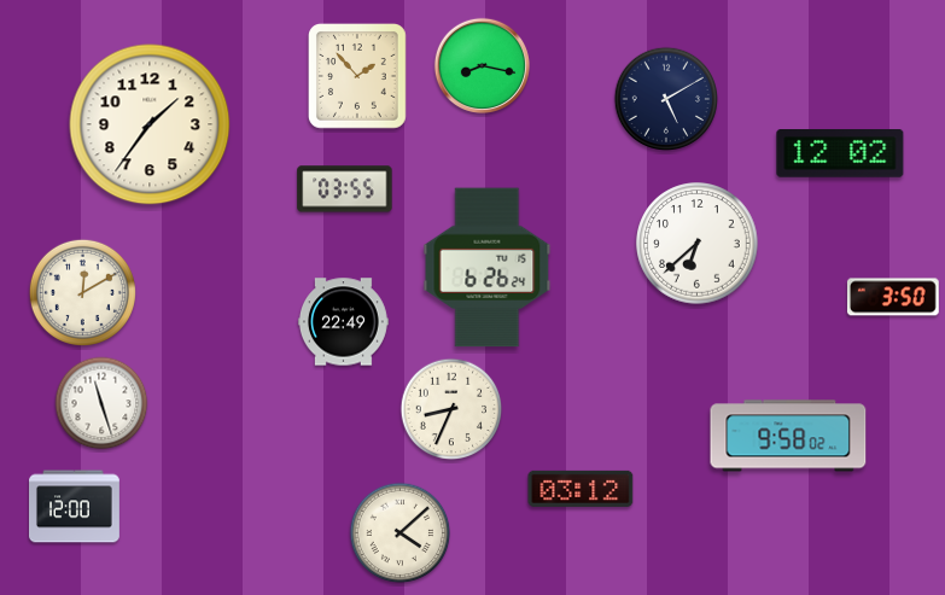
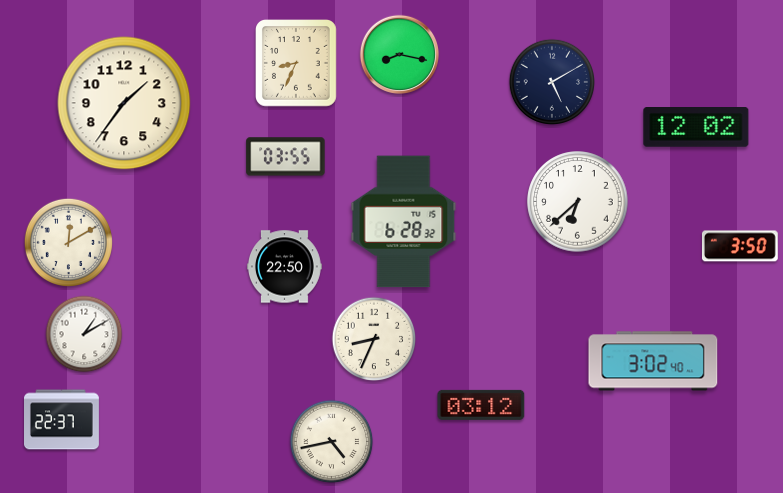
clock at (358, 77): 1:53 -> 8:34
clock at (488, 268): 6:26 -> 6:28
clock at (344, 322): 22:49 -> 22:50
clock at (101, 403): 11:27 -> 1:10
clock at (788, 436): 9:58 -> 3:02
clock at (75, 507): 12:00 -> 22:37
clock at (401, 533): 4:08 -> 4:43
